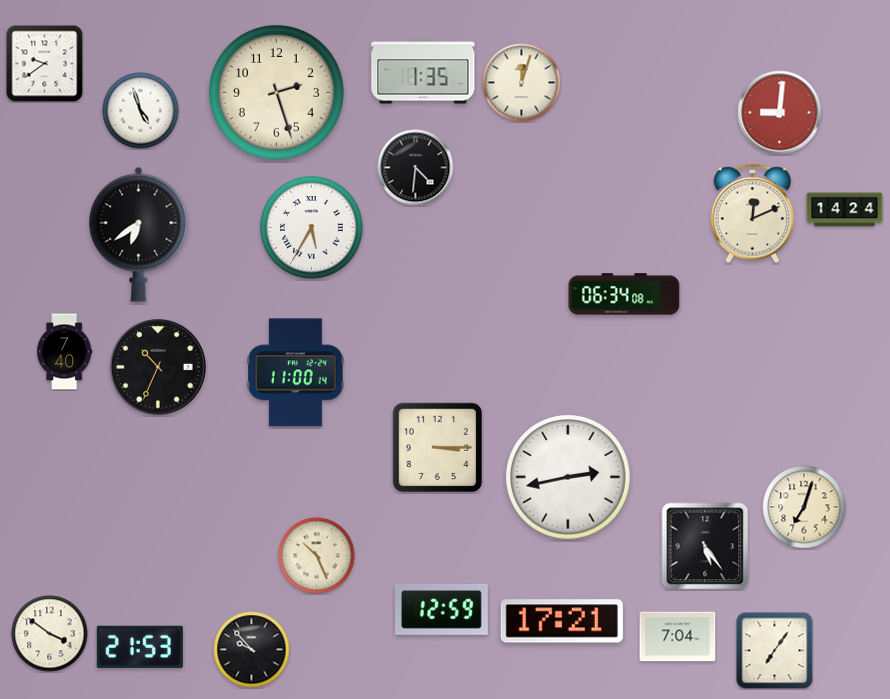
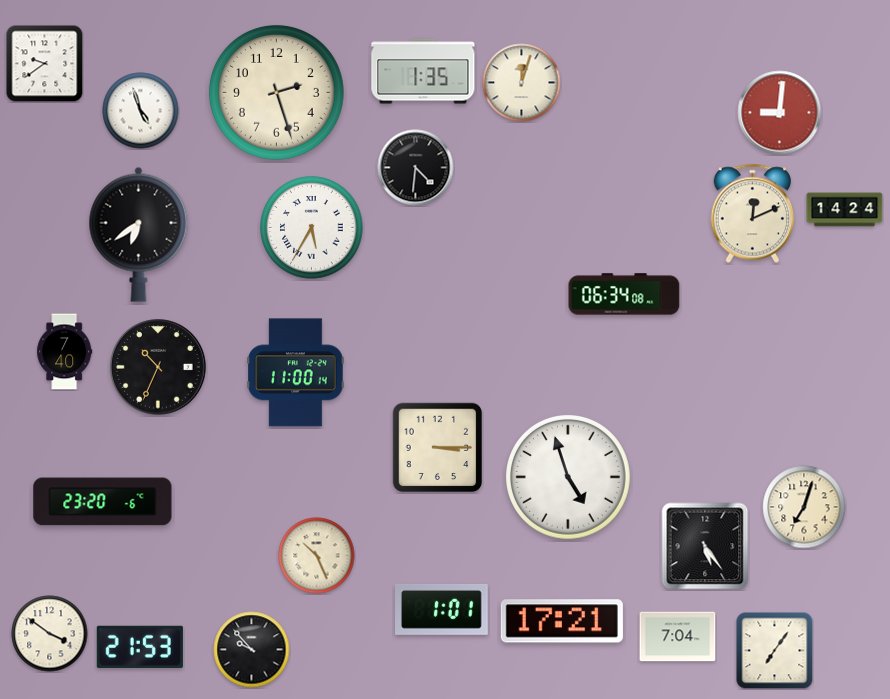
clock at (569, 478): 2:43 -> 4:57
clock at (103, 502): none -> 23:20
clock at (442, 609): 12:59 -> 1:01
